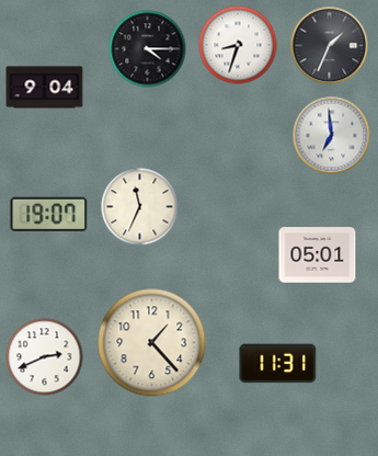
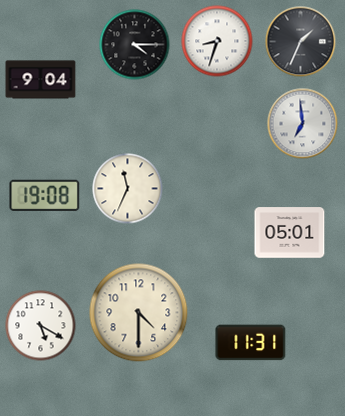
clock at (49, 214): 19:07 -> 19:08
clock at (152, 343): 1:23 -> 4:30
clock at (45, 357): 2:41 -> 5:20
clock at (278, 364) position: (278, 364) -> (251, 343)
